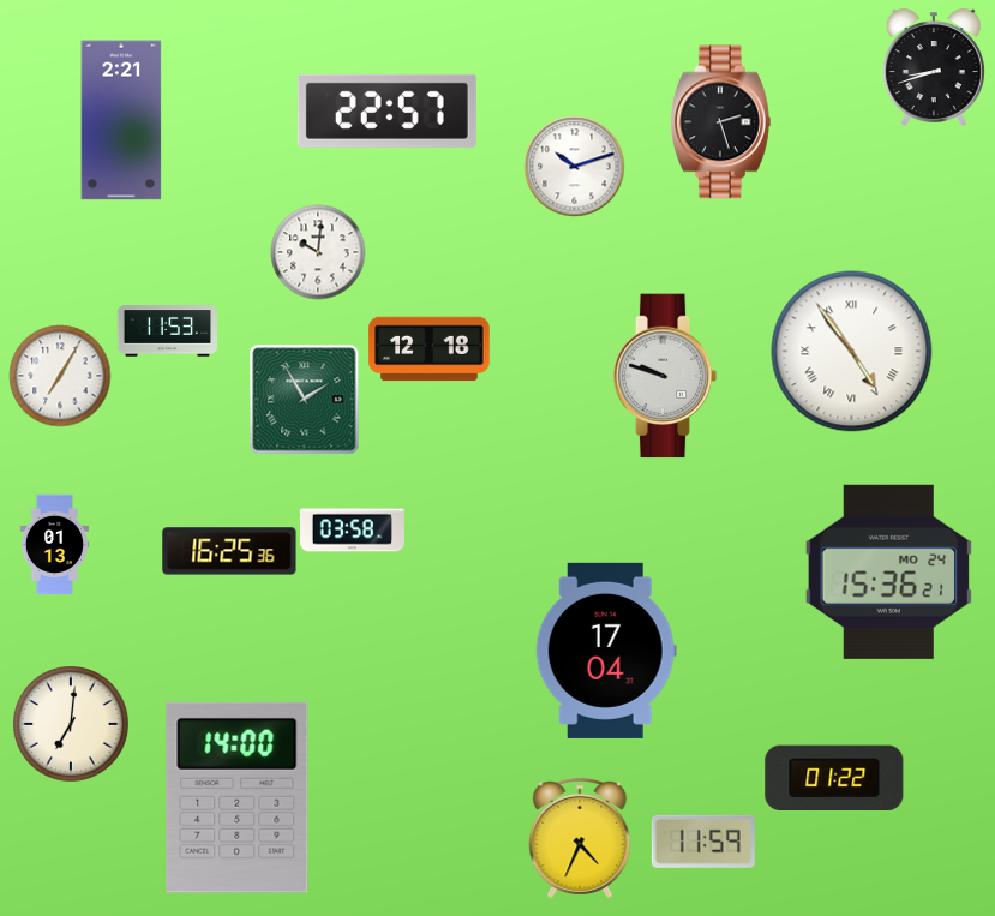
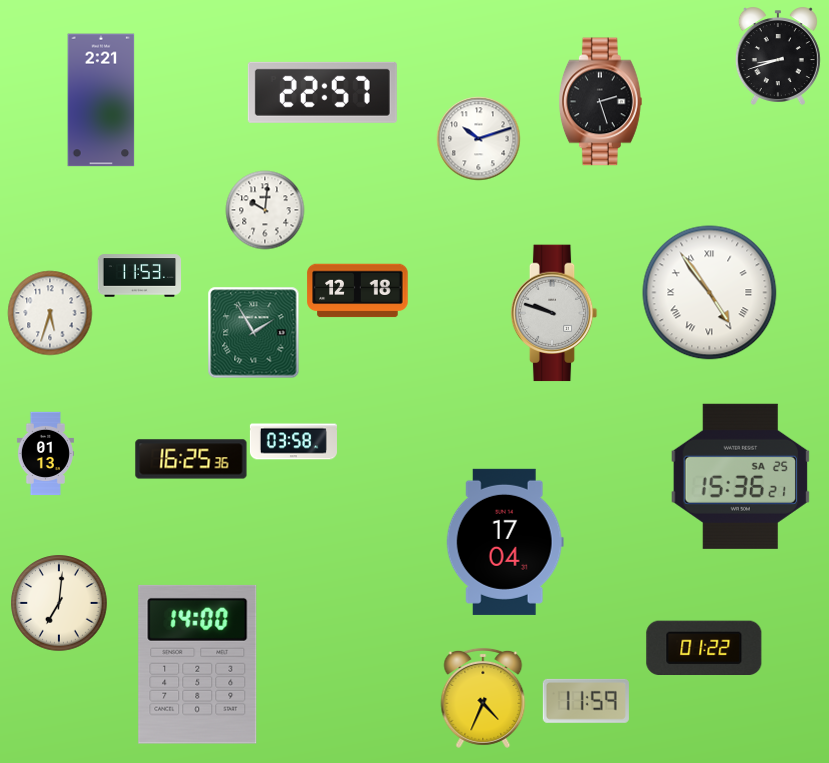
clock at (60, 376): 7:05 -> 5:33
clock at (888, 571) date: MO 24 -> SA 25
clock at (834, 777) position: (834, 777) -> (704, 647)
